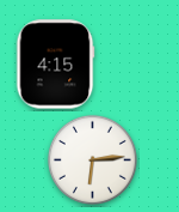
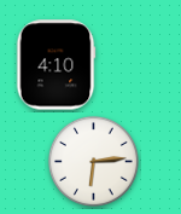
clock at (55, 65): 4:15 -> 4:10
